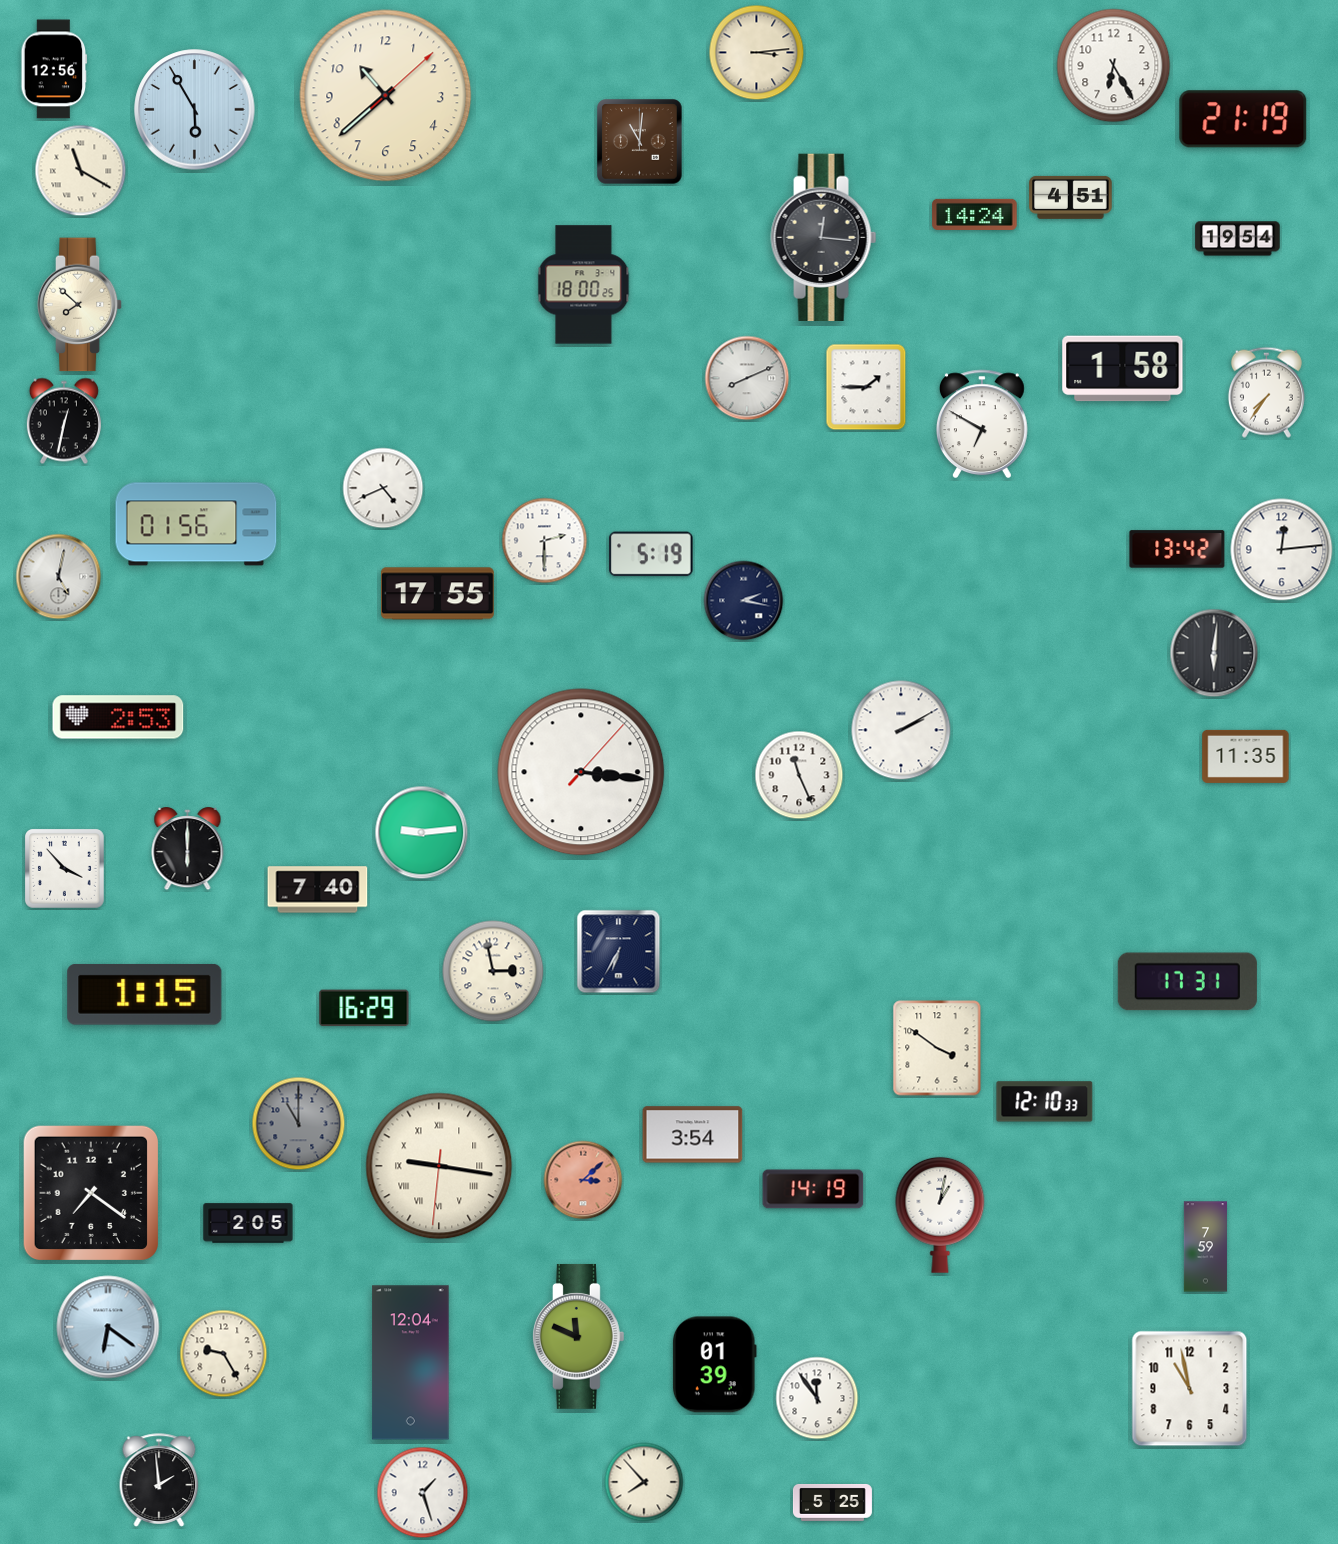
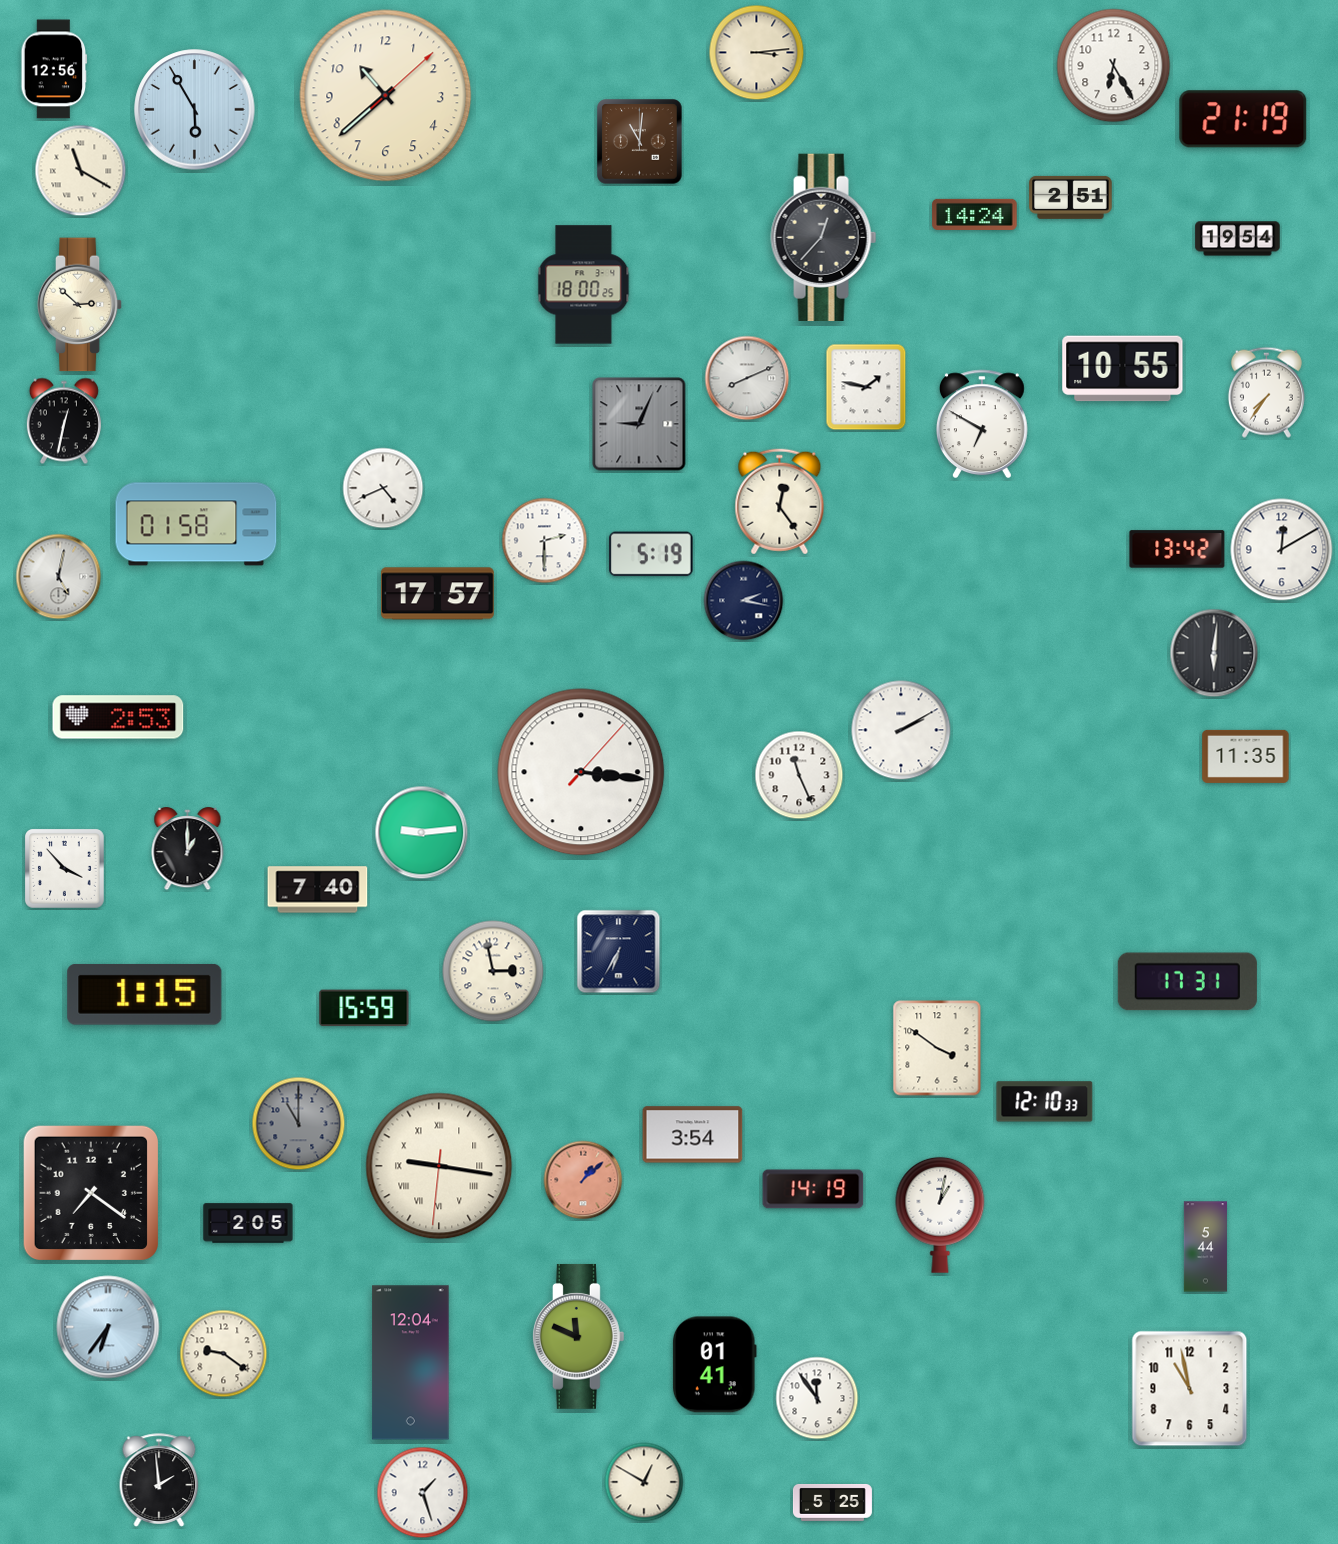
clock at (1071, 197): 4:51 -> 2:51
clock at (824, 237): 12:16 -> 12:37
clock at (80, 305): 7:52 -> 2:52
clock at (1123, 369): 1:58 -> 10:55
clock at (866, 387): 1:45 -> 1:47
clock at (639, 424): none -> 9:04
clock at (780, 502): none -> 12:24
clock at (196, 524): 01:56 -> 01:58
clock at (1282, 550): 12:14 -> 12:10
clock at (437, 594): 17:55 -> 17:57
clock at (188, 850): 6:00 -> 1:00
clock at (364, 1008): 16:29 -> 15:59
clock at (583, 1180): 3:08 -> 1:08
clock at (1205, 1247): 7:59 -> 5:44
clock at (108, 1327): 6:21 -> 6:36
clock at (224, 1354): 9:25 -> 9:21
clock at (714, 1365): 01:39 -> 01:41
clock at (644, 1482): 7:53 -> 12:50
